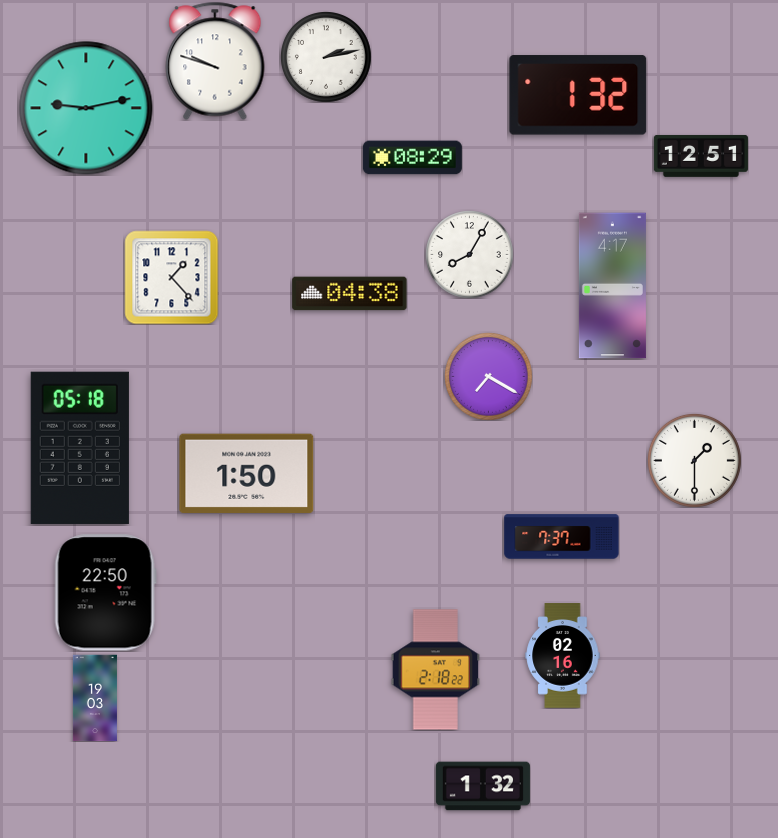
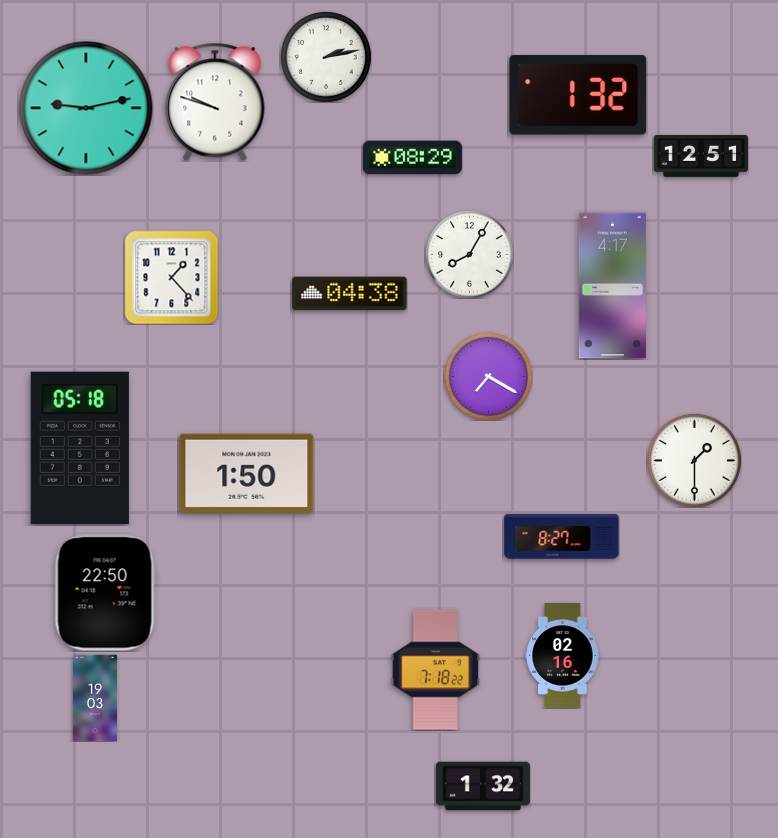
clock at (215, 61) position: (215, 61) -> (215, 102)
clock at (562, 537): 7:37 -> 8:27
clock at (436, 670): 2:18 -> 7:18
